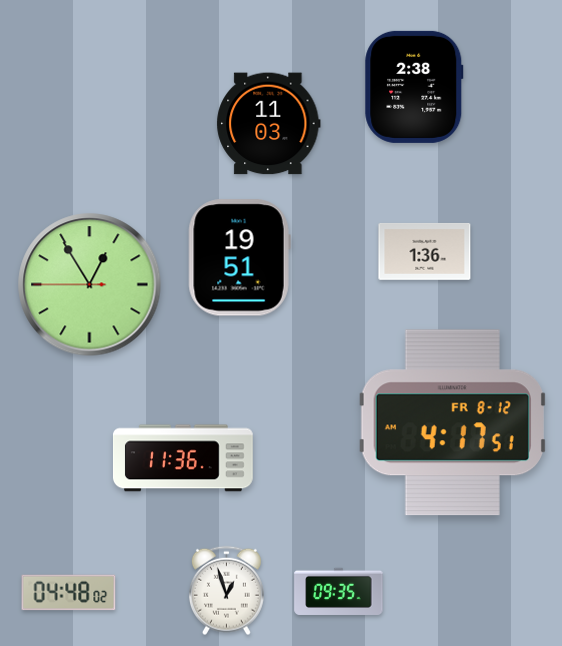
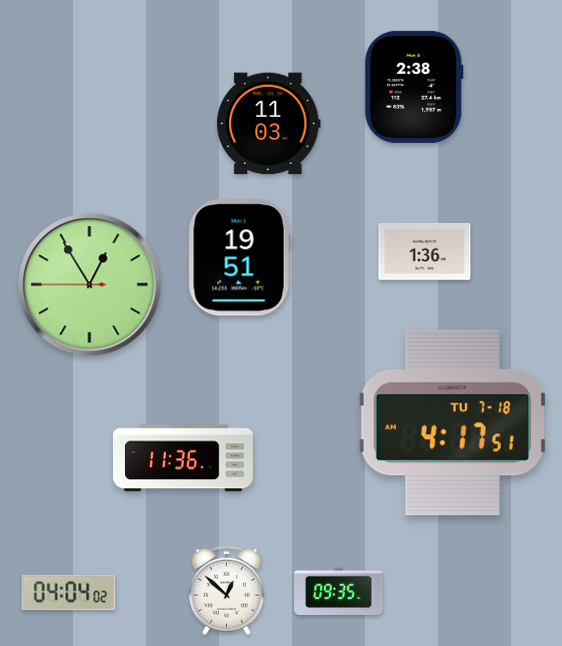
clock at (452, 423) date: FR 8-12 -> TU 7-18
clock at (226, 591): 12:57 -> 12:52
clock at (69, 593): 04:48 -> 04:04
